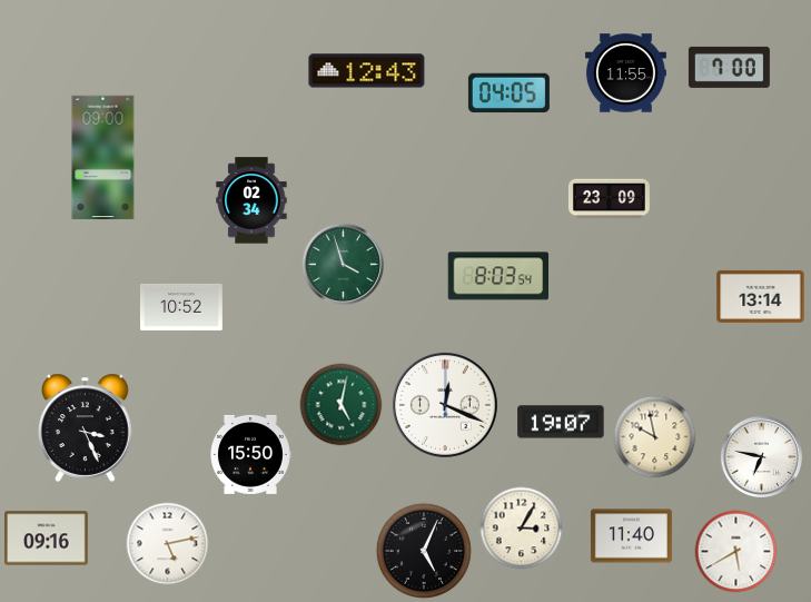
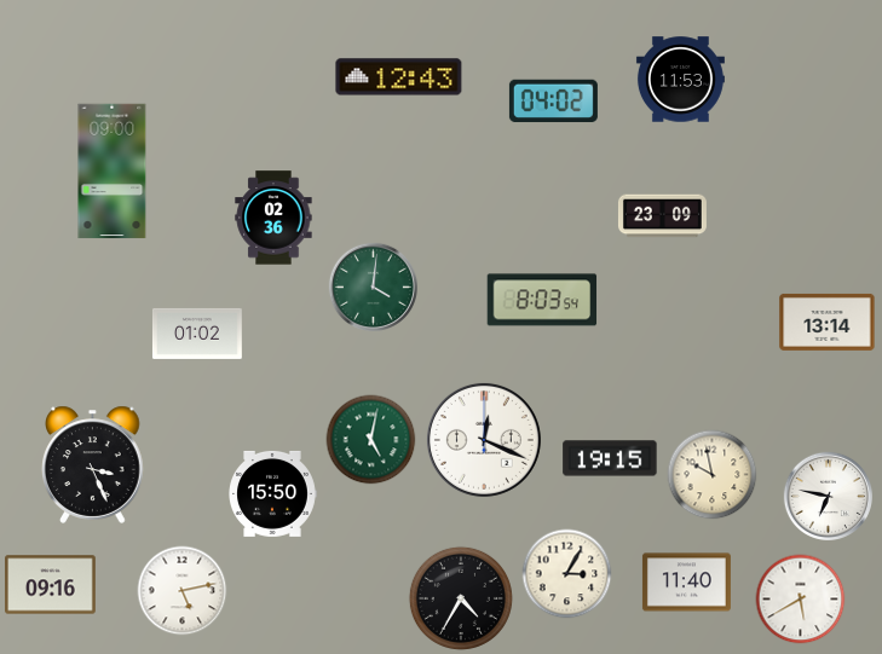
clock at (729, 67): 7:00 -> none
clock at (625, 73): 11:55 -> 11:53
clock at (508, 93): 04:05 -> 04:02
clock at (251, 200): 02:34 -> 02:36
clock at (343, 264): 3:57 -> 4:01
clock at (181, 307): 10:52 -> 01:02
clock at (561, 422): 19:07 -> 19:15
clock at (424, 551): 5:04 -> 4:35
